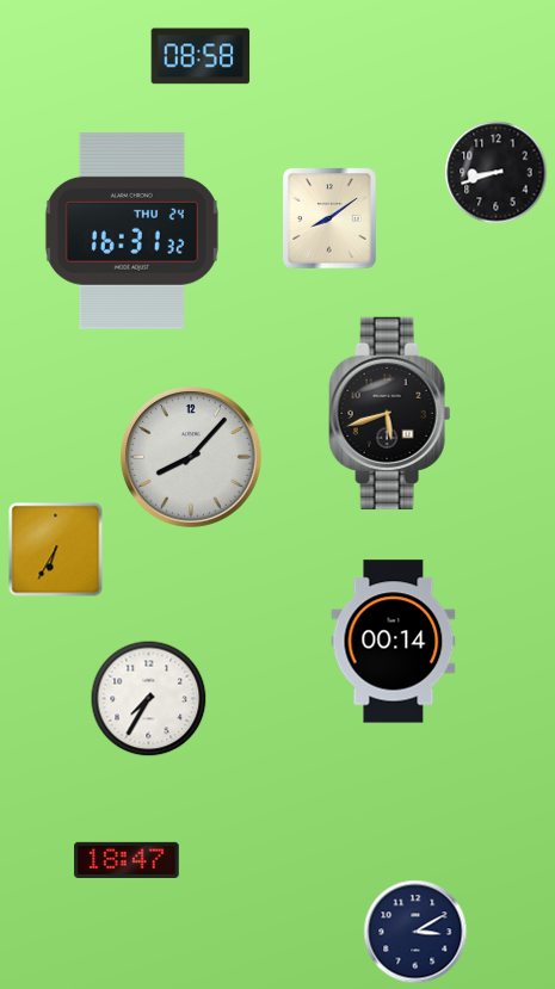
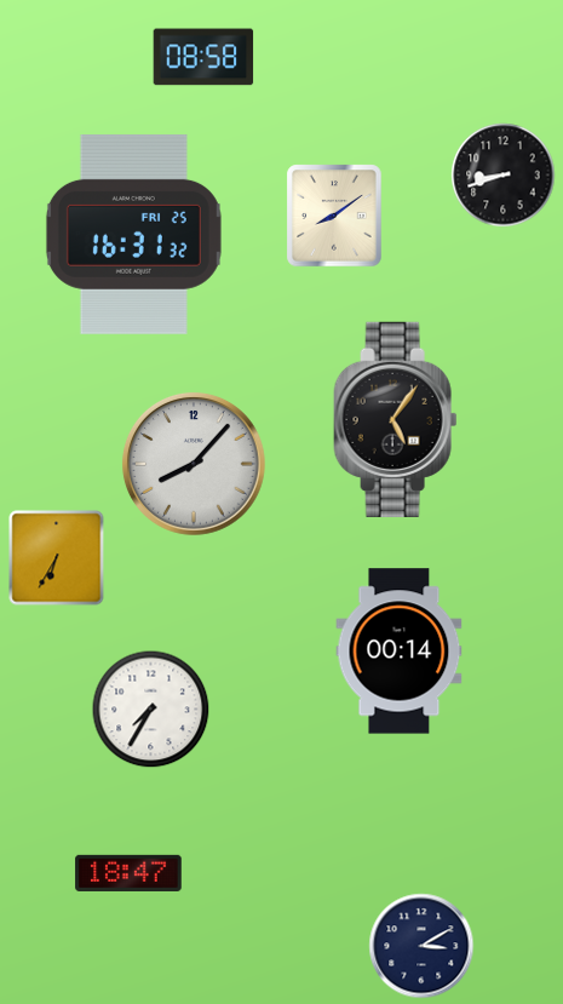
clock at (329, 218) position: (329, 218) -> (334, 216)
clock at (131, 230) date: THU 24 -> FRI 25
clock at (390, 413): 5:42 -> 5:06
